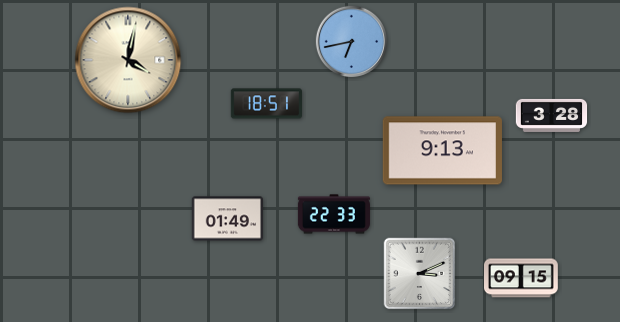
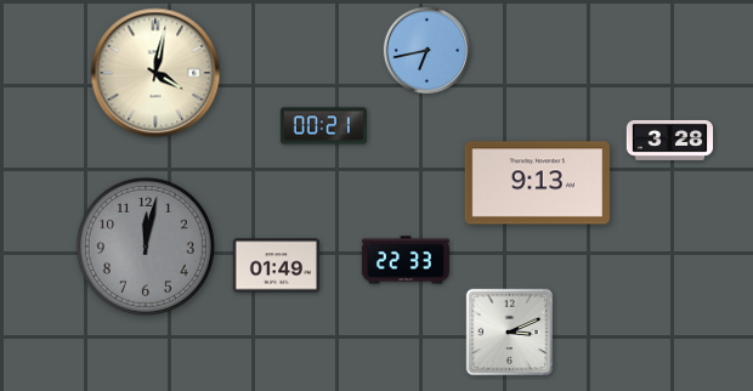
clock at (266, 104): 18:51 -> 00:21
clock at (146, 246): none -> 12:02
clock at (522, 278): 09:15 -> none
